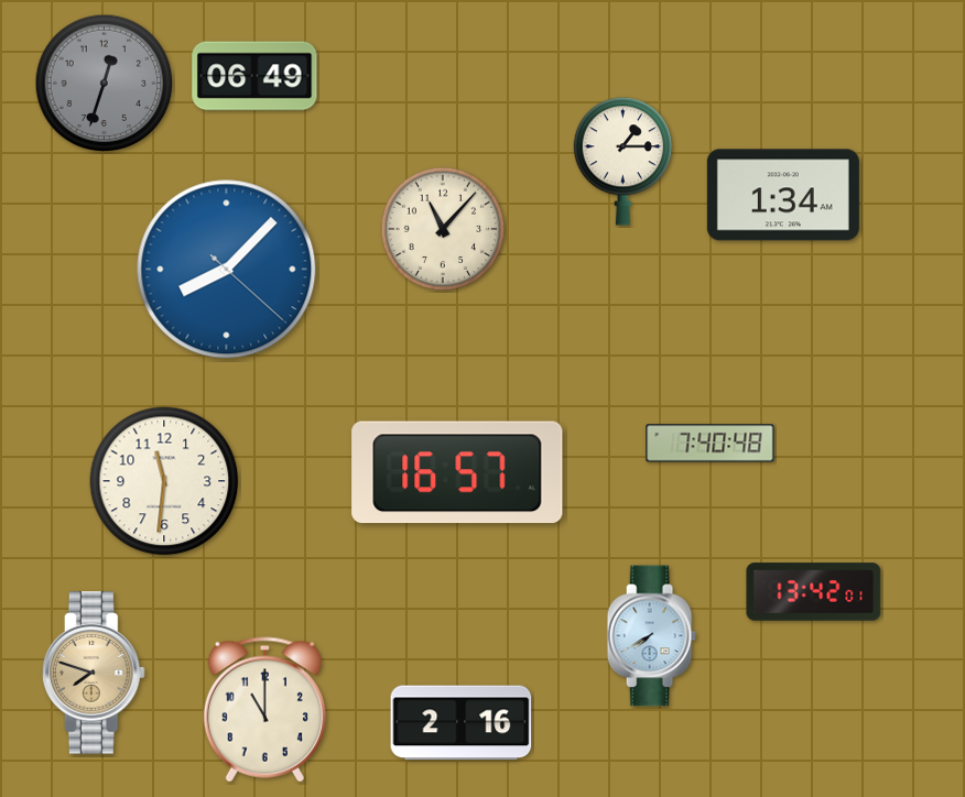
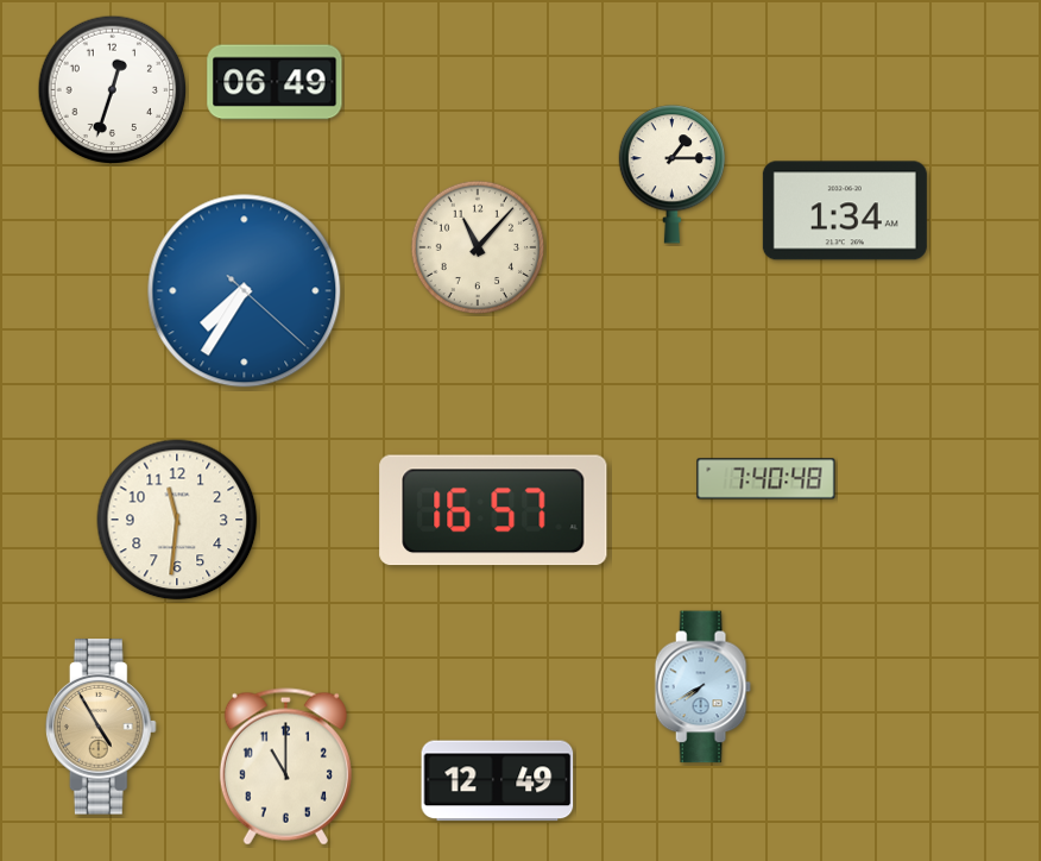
clock at (105, 84) dial: grey -> white
clock at (227, 270): 8:07 -> 7:35
clock at (814, 592): 13:42 -> none
clock at (95, 673): 7:48 -> 4:55
clock at (462, 723): 2:16 -> 12:49
